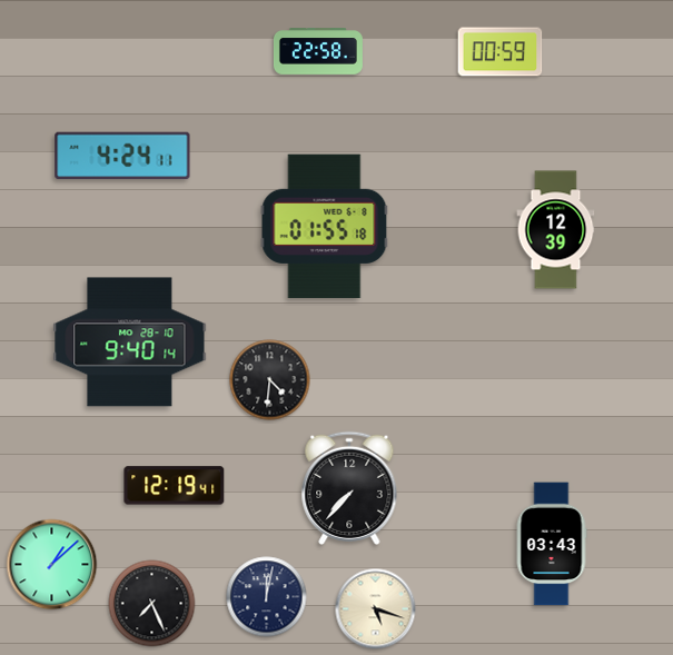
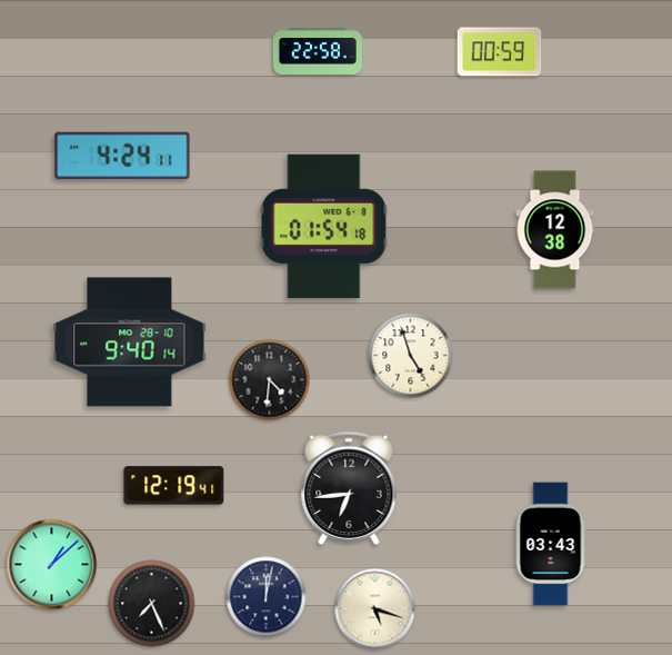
clock at (325, 227): 01:55 -> 01:54
clock at (556, 230): 12:39 -> 12:38
clock at (411, 356): none -> 4:57
clock at (349, 488): 7:37 -> 6:44
